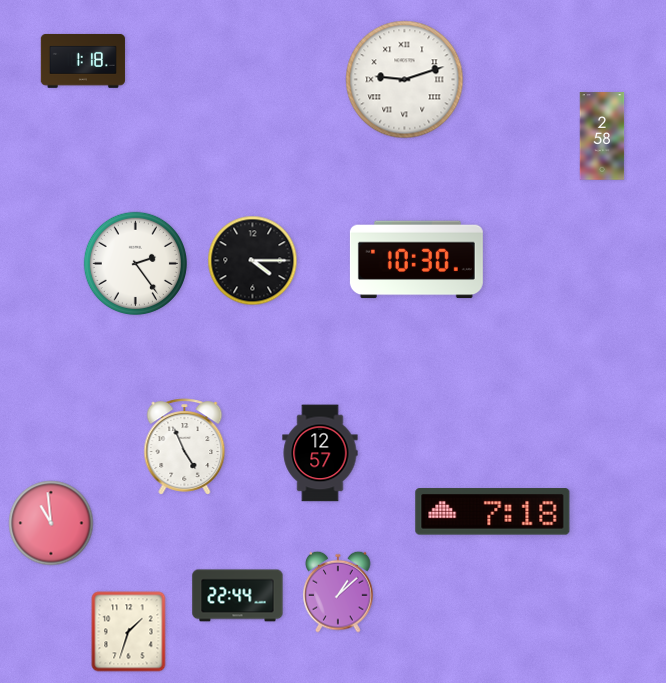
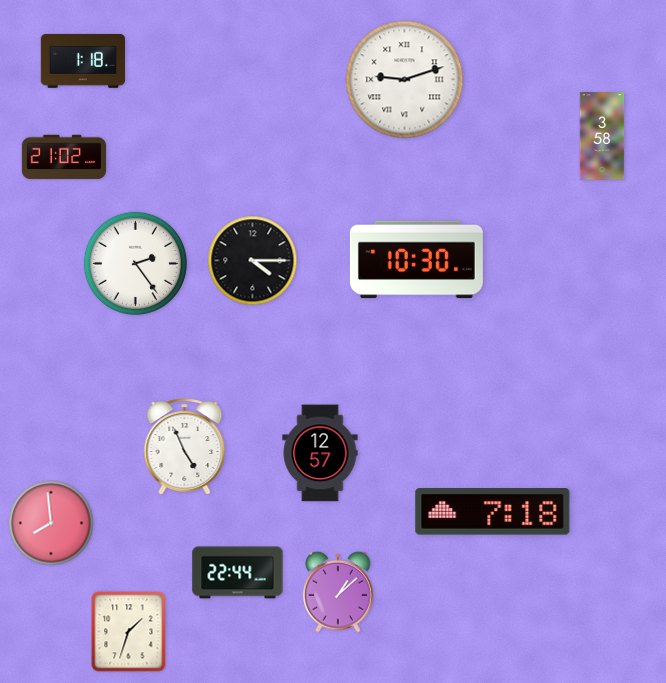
clock at (602, 136): 2:58 -> 3:58
clock at (63, 157): none -> 21:02
clock at (51, 523): 10:59 -> 7:59
clock at (238, 596) position: (238, 596) -> (238, 573)
